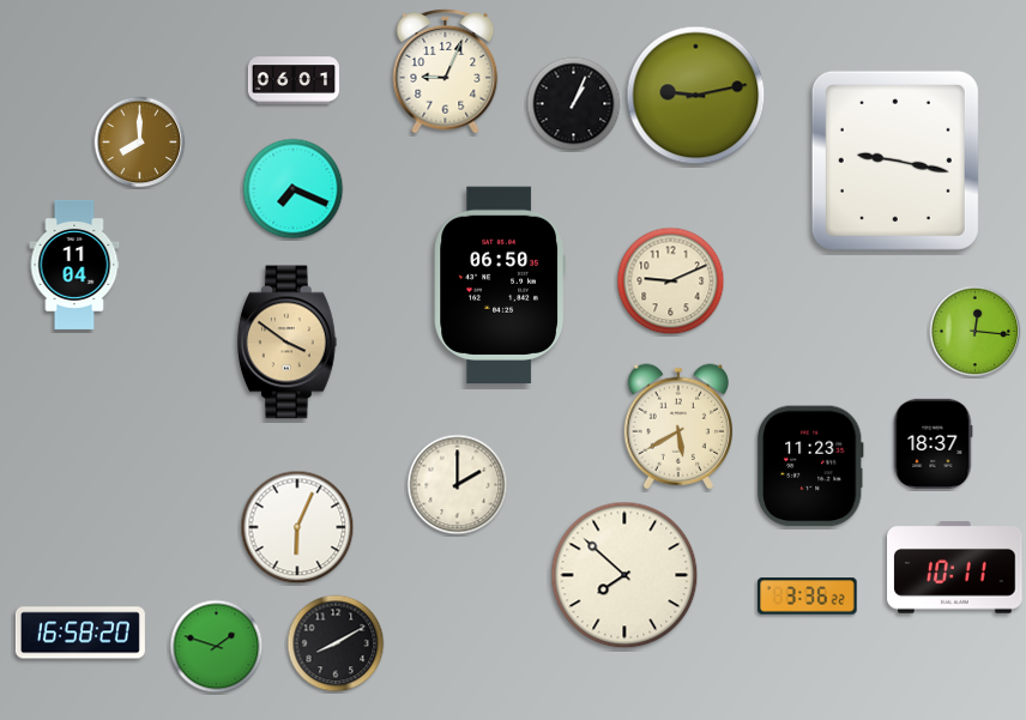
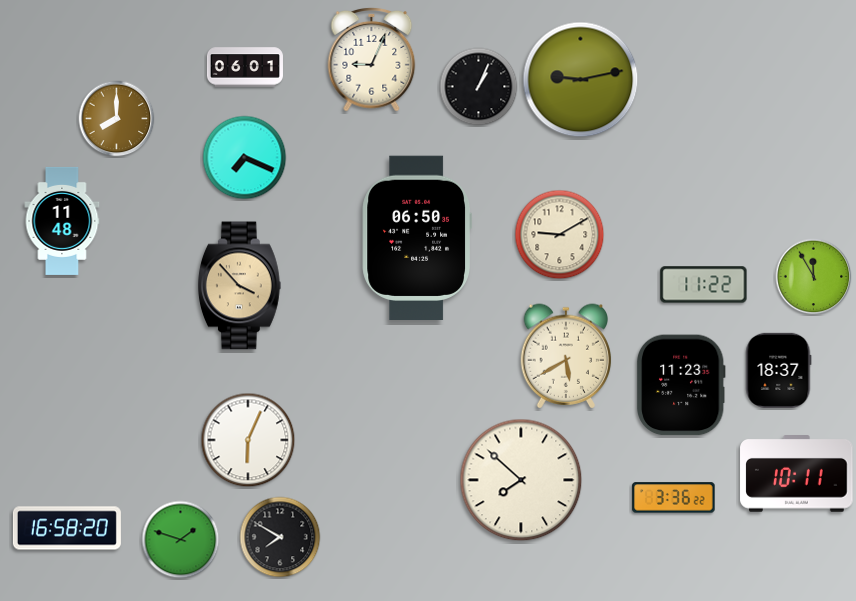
clock at (895, 161): 9:17 -> none
clock at (74, 265): 11:04 -> 11:48
clock at (671, 282): 9:11 -> 9:10
clock at (976, 332): 12:16 -> 11:55
clock at (704, 285): none -> 11:22
clock at (286, 343): 3:51 -> 3:53
clock at (810, 466) position: (810, 466) -> (681, 385)
clock at (458, 485): 2:00 -> none
clock at (336, 643): 8:10 -> 7:50
